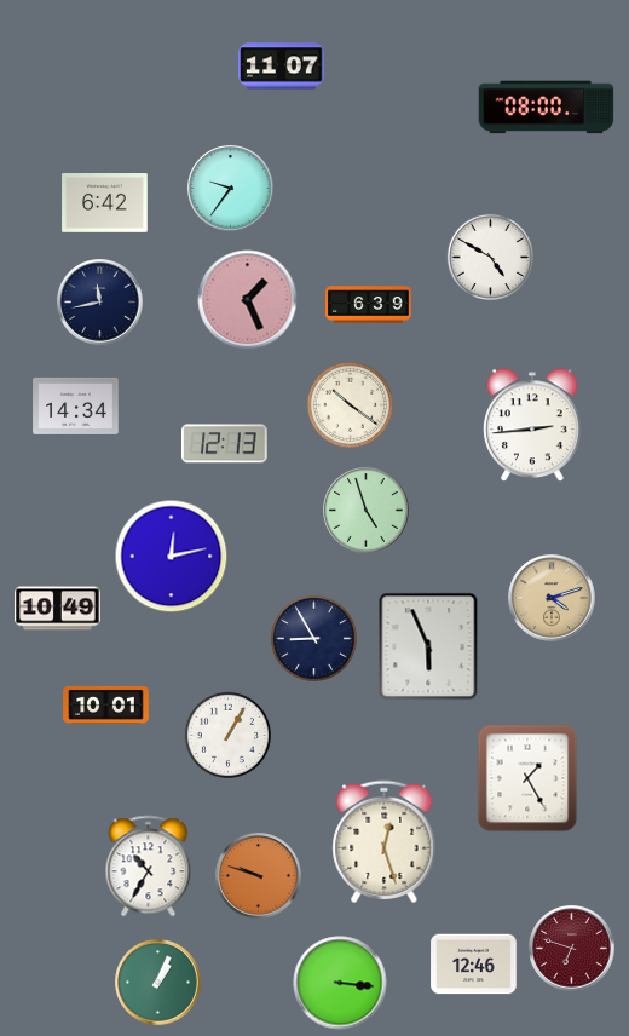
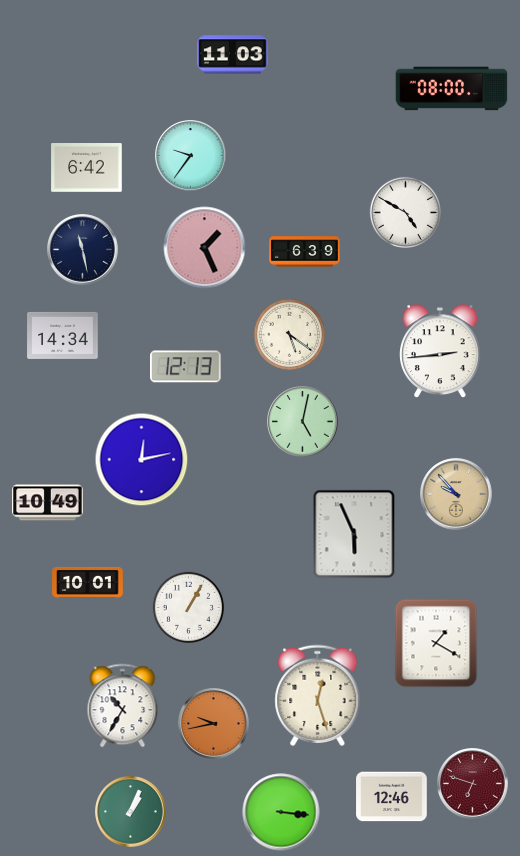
clock at (282, 67): 11:07 -> 11:03
clock at (100, 303): 11:43 -> 11:28
clock at (350, 404): 10:21 -> 5:21
clock at (367, 511): 4:57 -> 5:02
clock at (552, 598): 4:12 -> 9:53
clock at (313, 638): 8:55 -> none
clock at (527, 778): 1:25 -> 1:20
clock at (149, 867) position: (149, 867) -> (123, 706)
clock at (259, 876): 9:48 -> 9:43
